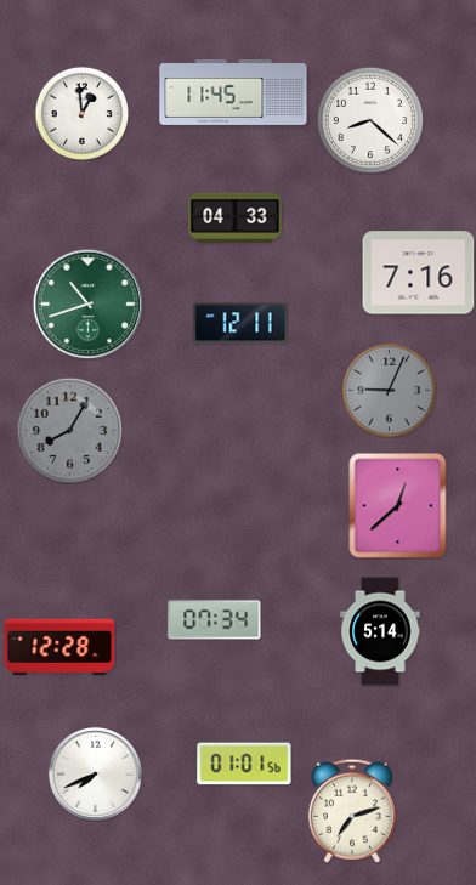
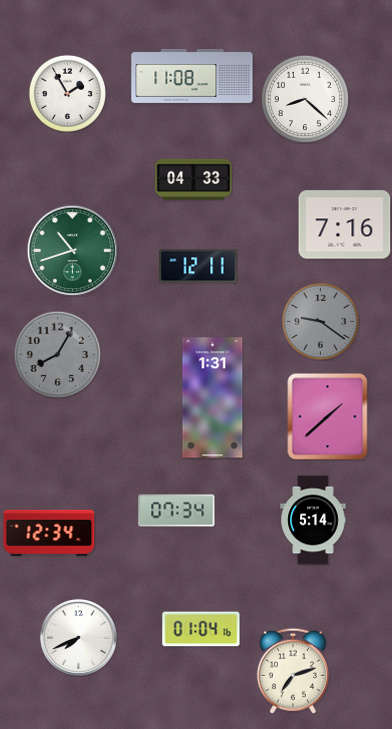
clock at (233, 92): 11:45 -> 11:08
clock at (81, 113): 12:59 -> 1:55
clock at (389, 390): 9:04 -> 9:21
clock at (213, 398): none -> 1:31
clock at (398, 505): 12:38 -> 1:38
clock at (59, 646): 12:28 -> 12:34
clock at (244, 764): 01:01 -> 01:04
clock at (352, 811) position: (352, 811) -> (293, 671)
